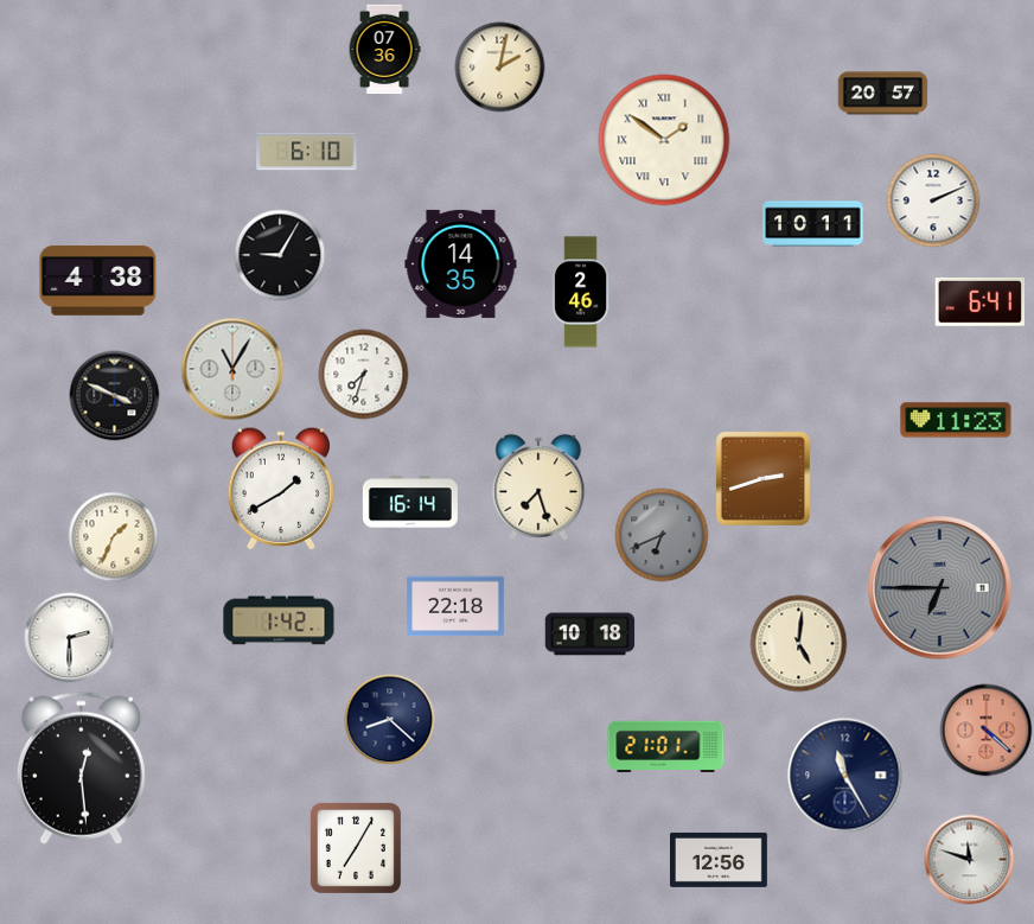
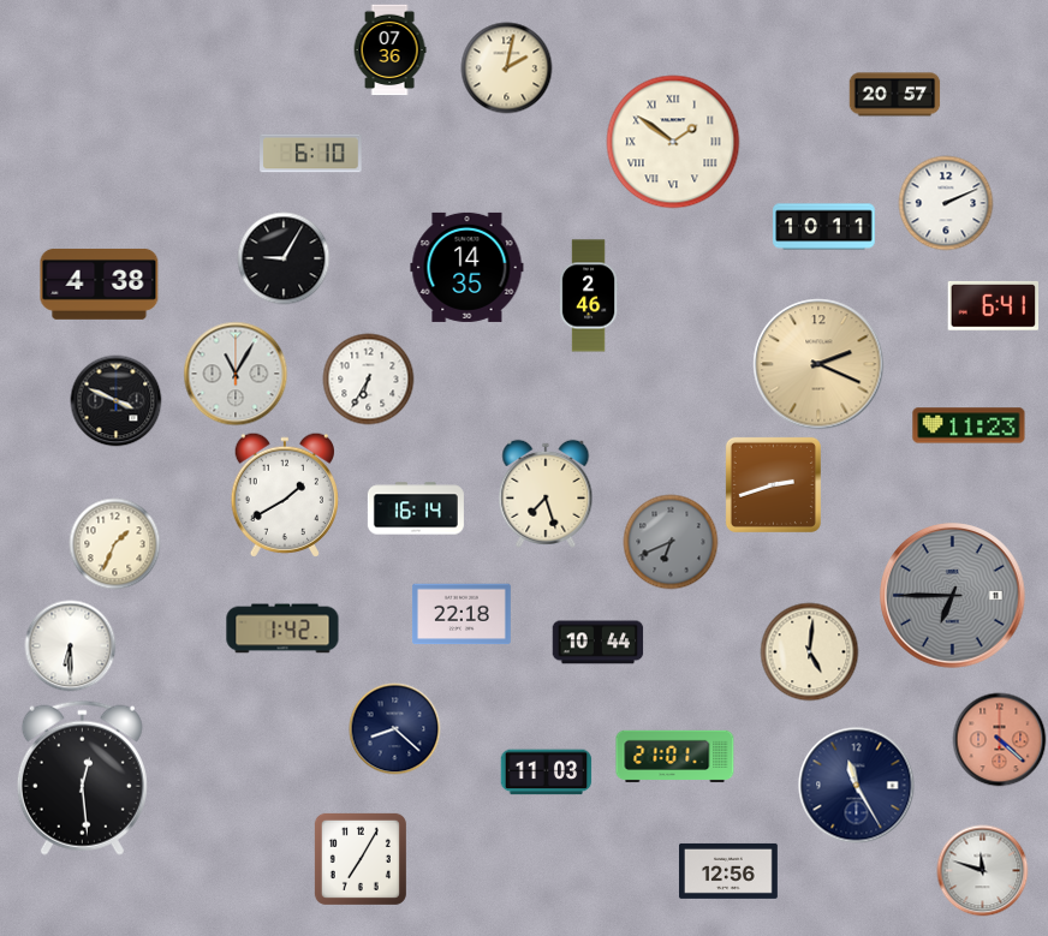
clock at (818, 364): none -> 2:19
clock at (364, 375): 7:33 -> 6:35
clock at (591, 635): 10:18 -> 10:44
clock at (70, 638): 2:30 -> 6:30
clock at (547, 773): none -> 11:03
